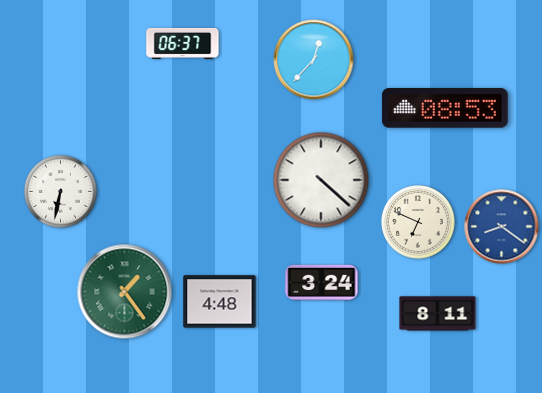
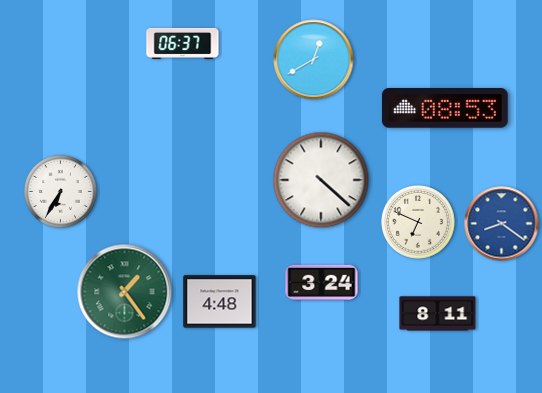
clock at (314, 60): 12:37 -> 12:40
clock at (60, 191): 6:32 -> 6:35
clock at (502, 227) position: (502, 227) -> (502, 224)
